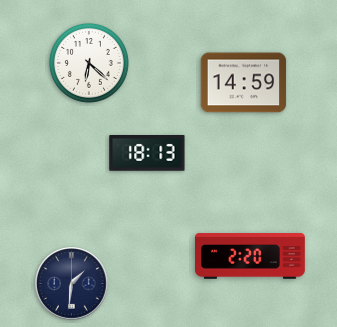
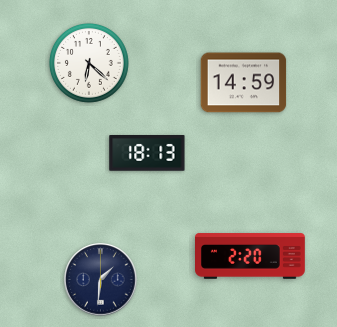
clock at (72, 284) position: (72, 284) -> (101, 280)
